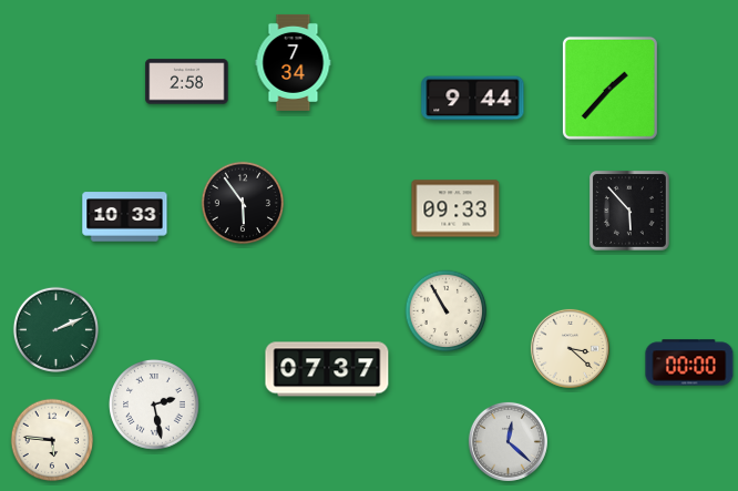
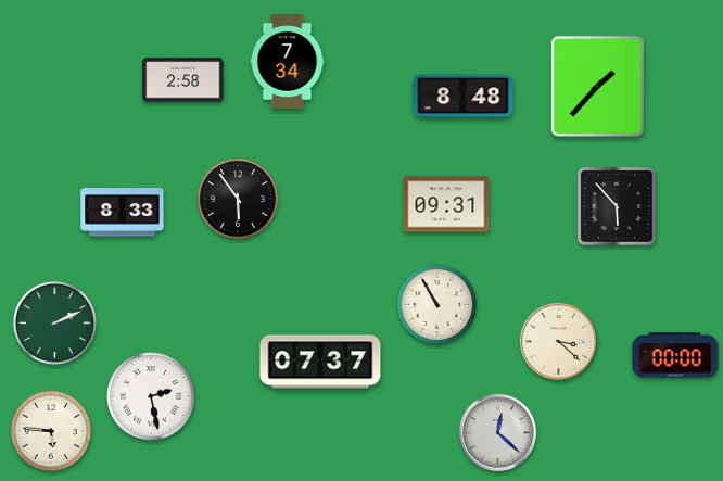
clock at (473, 99): 9:44 -> 8:48
clock at (455, 208): 09:33 -> 09:31
clock at (125, 217): 10:33 -> 8:33
